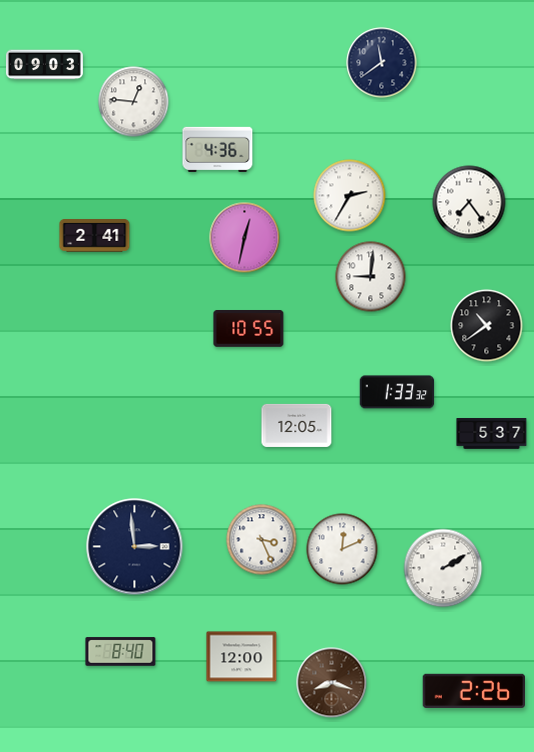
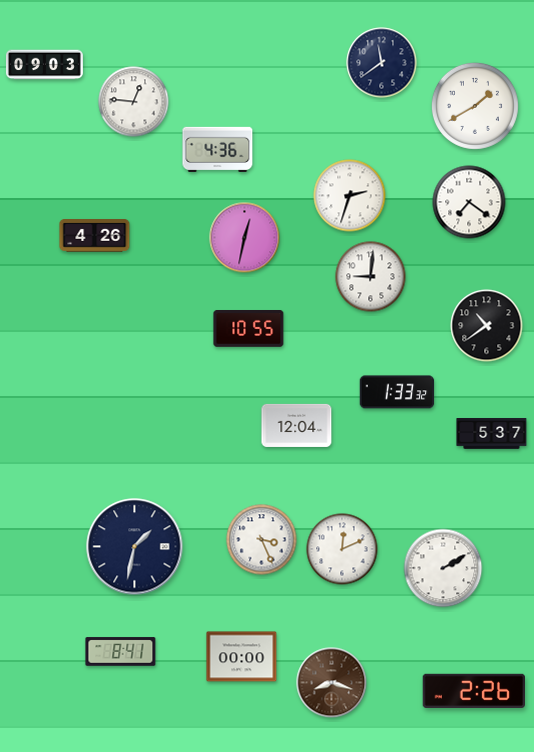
clock at (475, 106): none -> 1:40
clock at (350, 196): 2:35 -> 2:33
clock at (469, 202): 7:24 -> 7:21
clock at (95, 236): 2:41 -> 4:26
clock at (297, 425): 12:05 -> 12:04
clock at (135, 547): 2:59 -> 1:32
clock at (121, 652): 8:40 -> 8:41
clock at (242, 657): 12:00 -> 00:00
